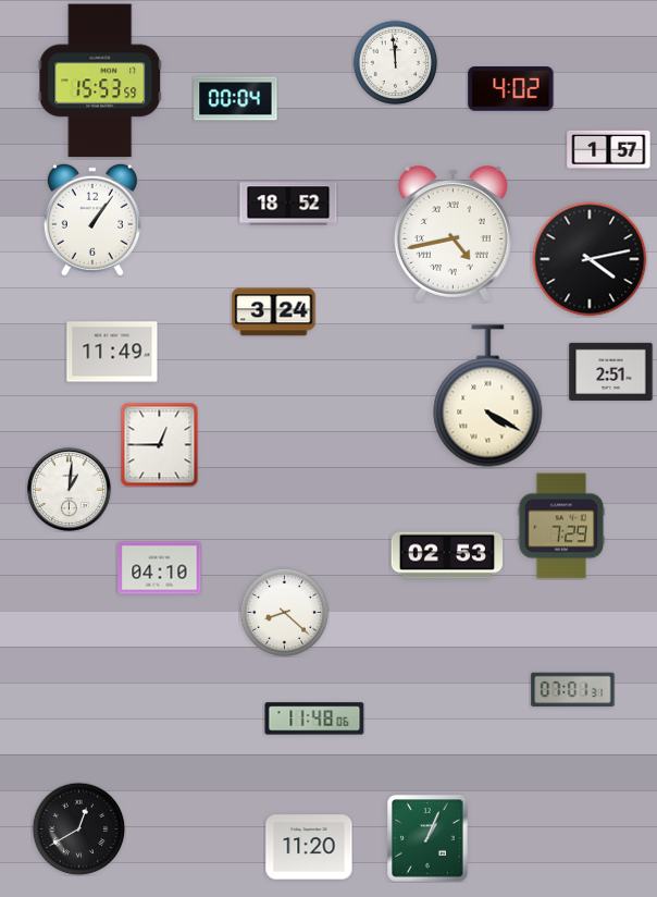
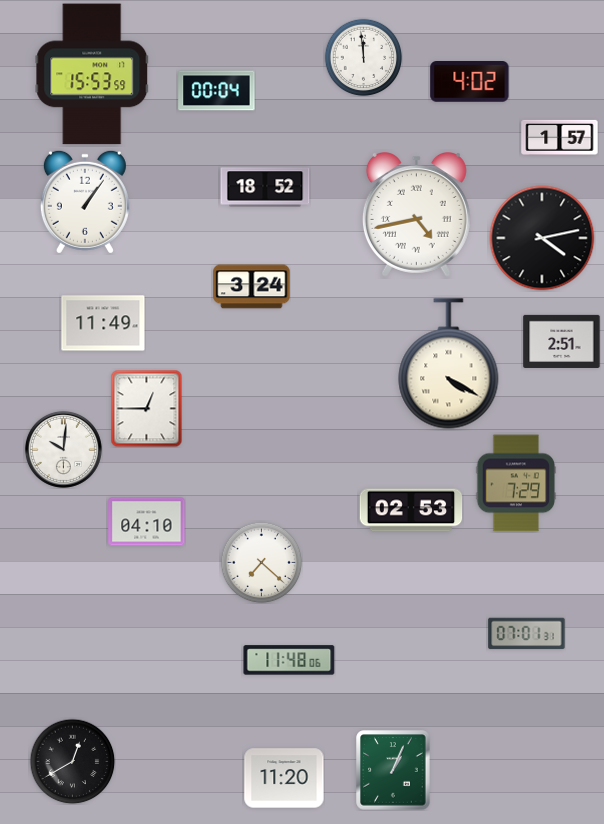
clock at (69, 489): 1:01 -> 10:01
clock at (284, 612): 8:22 -> 7:22
